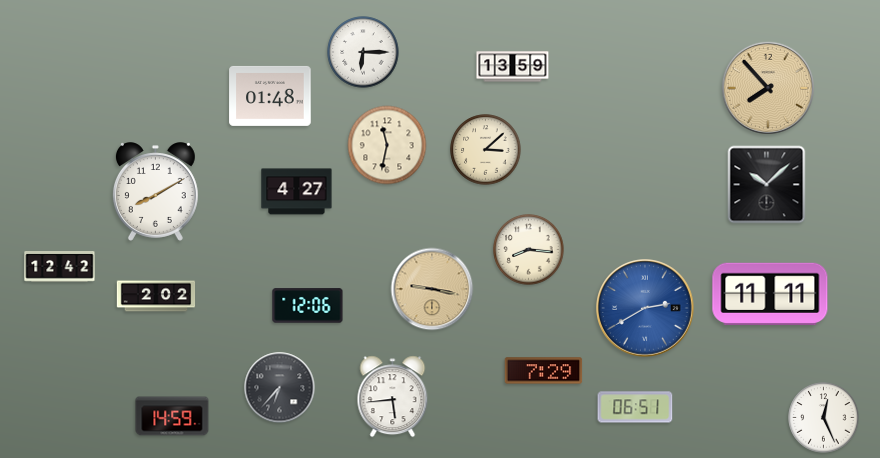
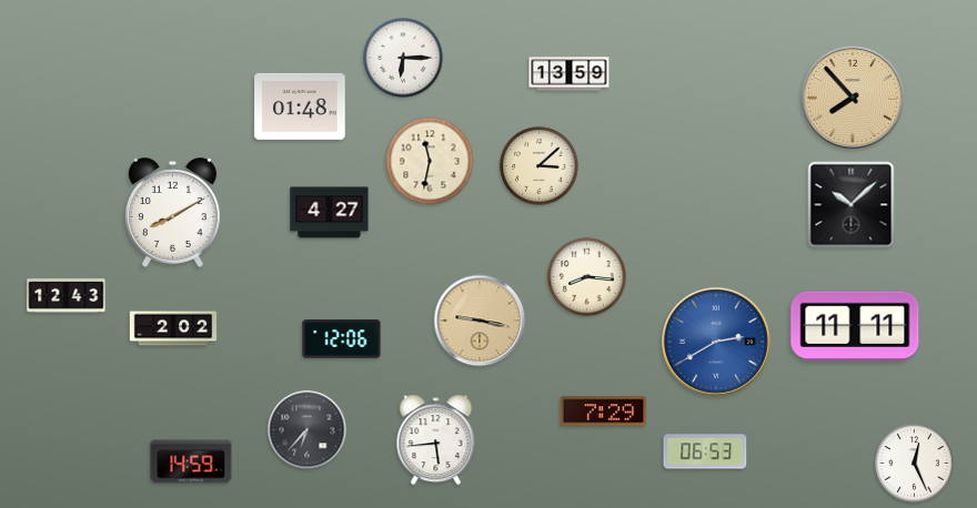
clock at (60, 267): 12:42 -> 12:43
clock at (280, 388) position: (280, 388) -> (308, 430)
clock at (635, 407): 06:51 -> 06:53
